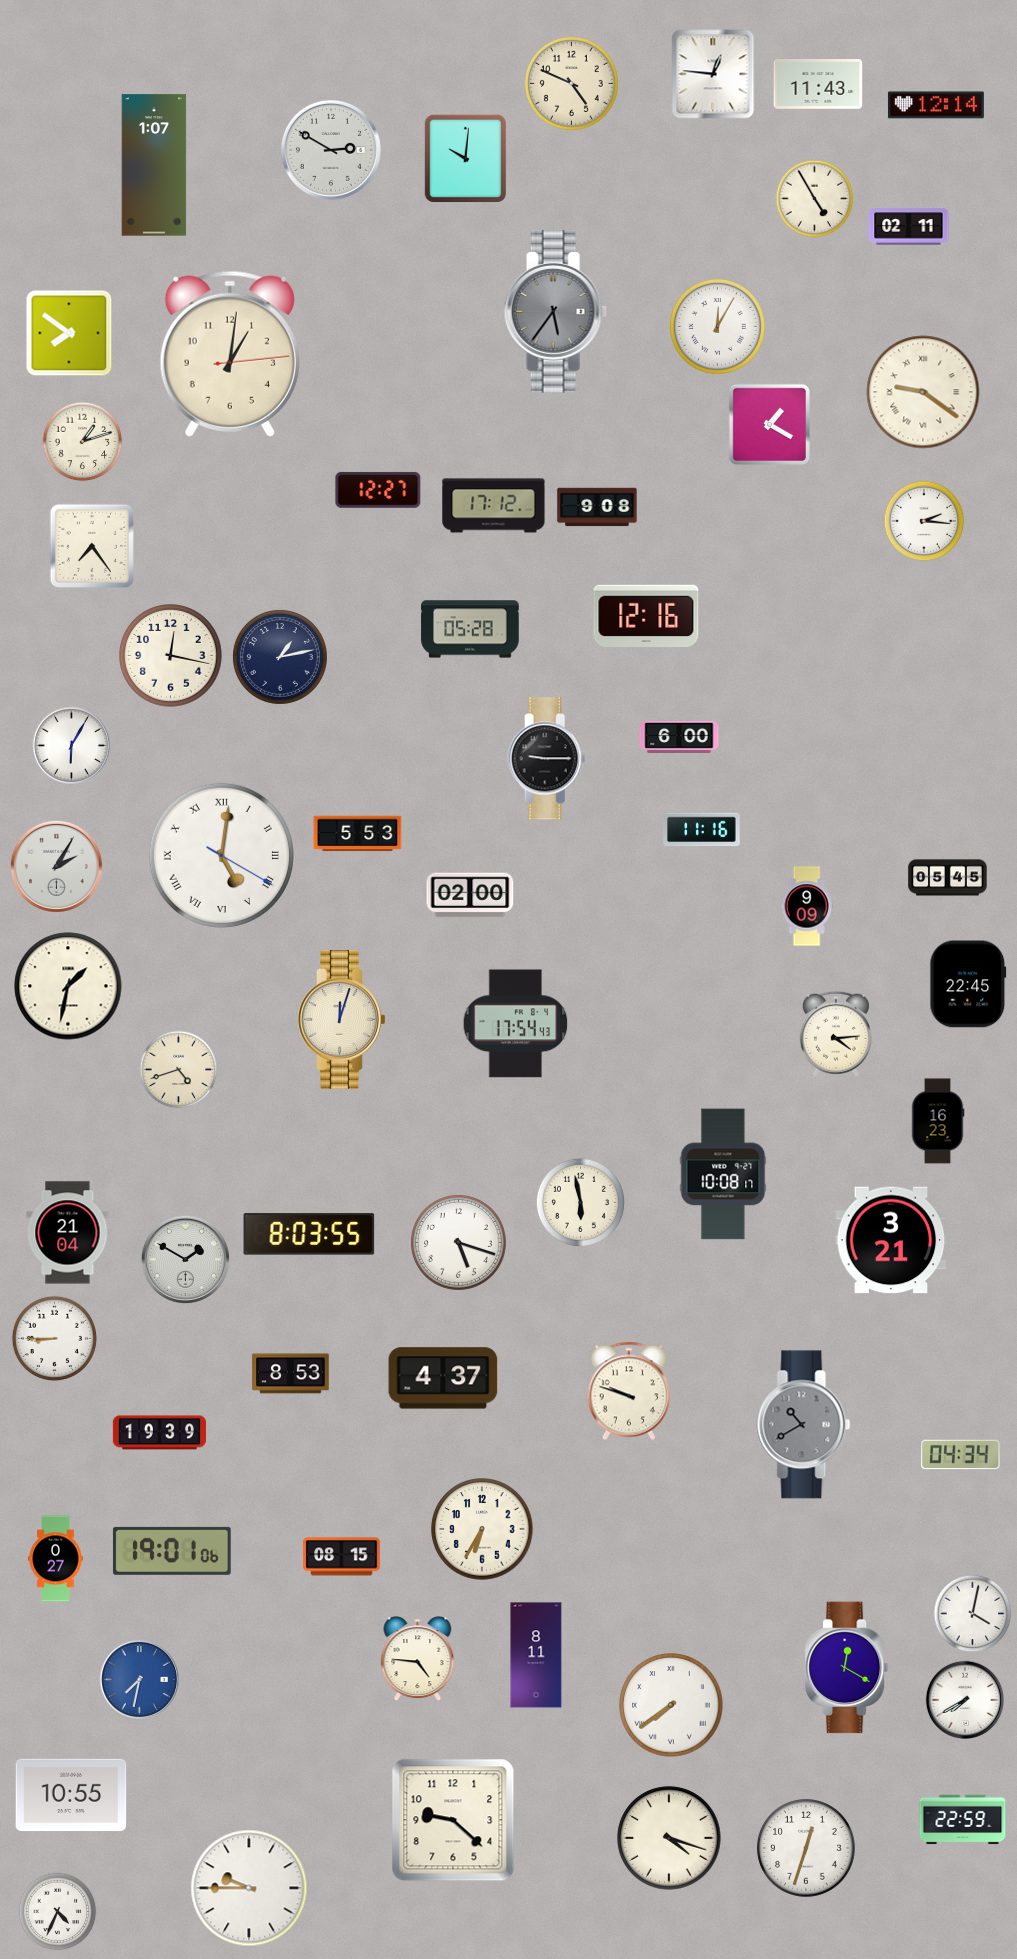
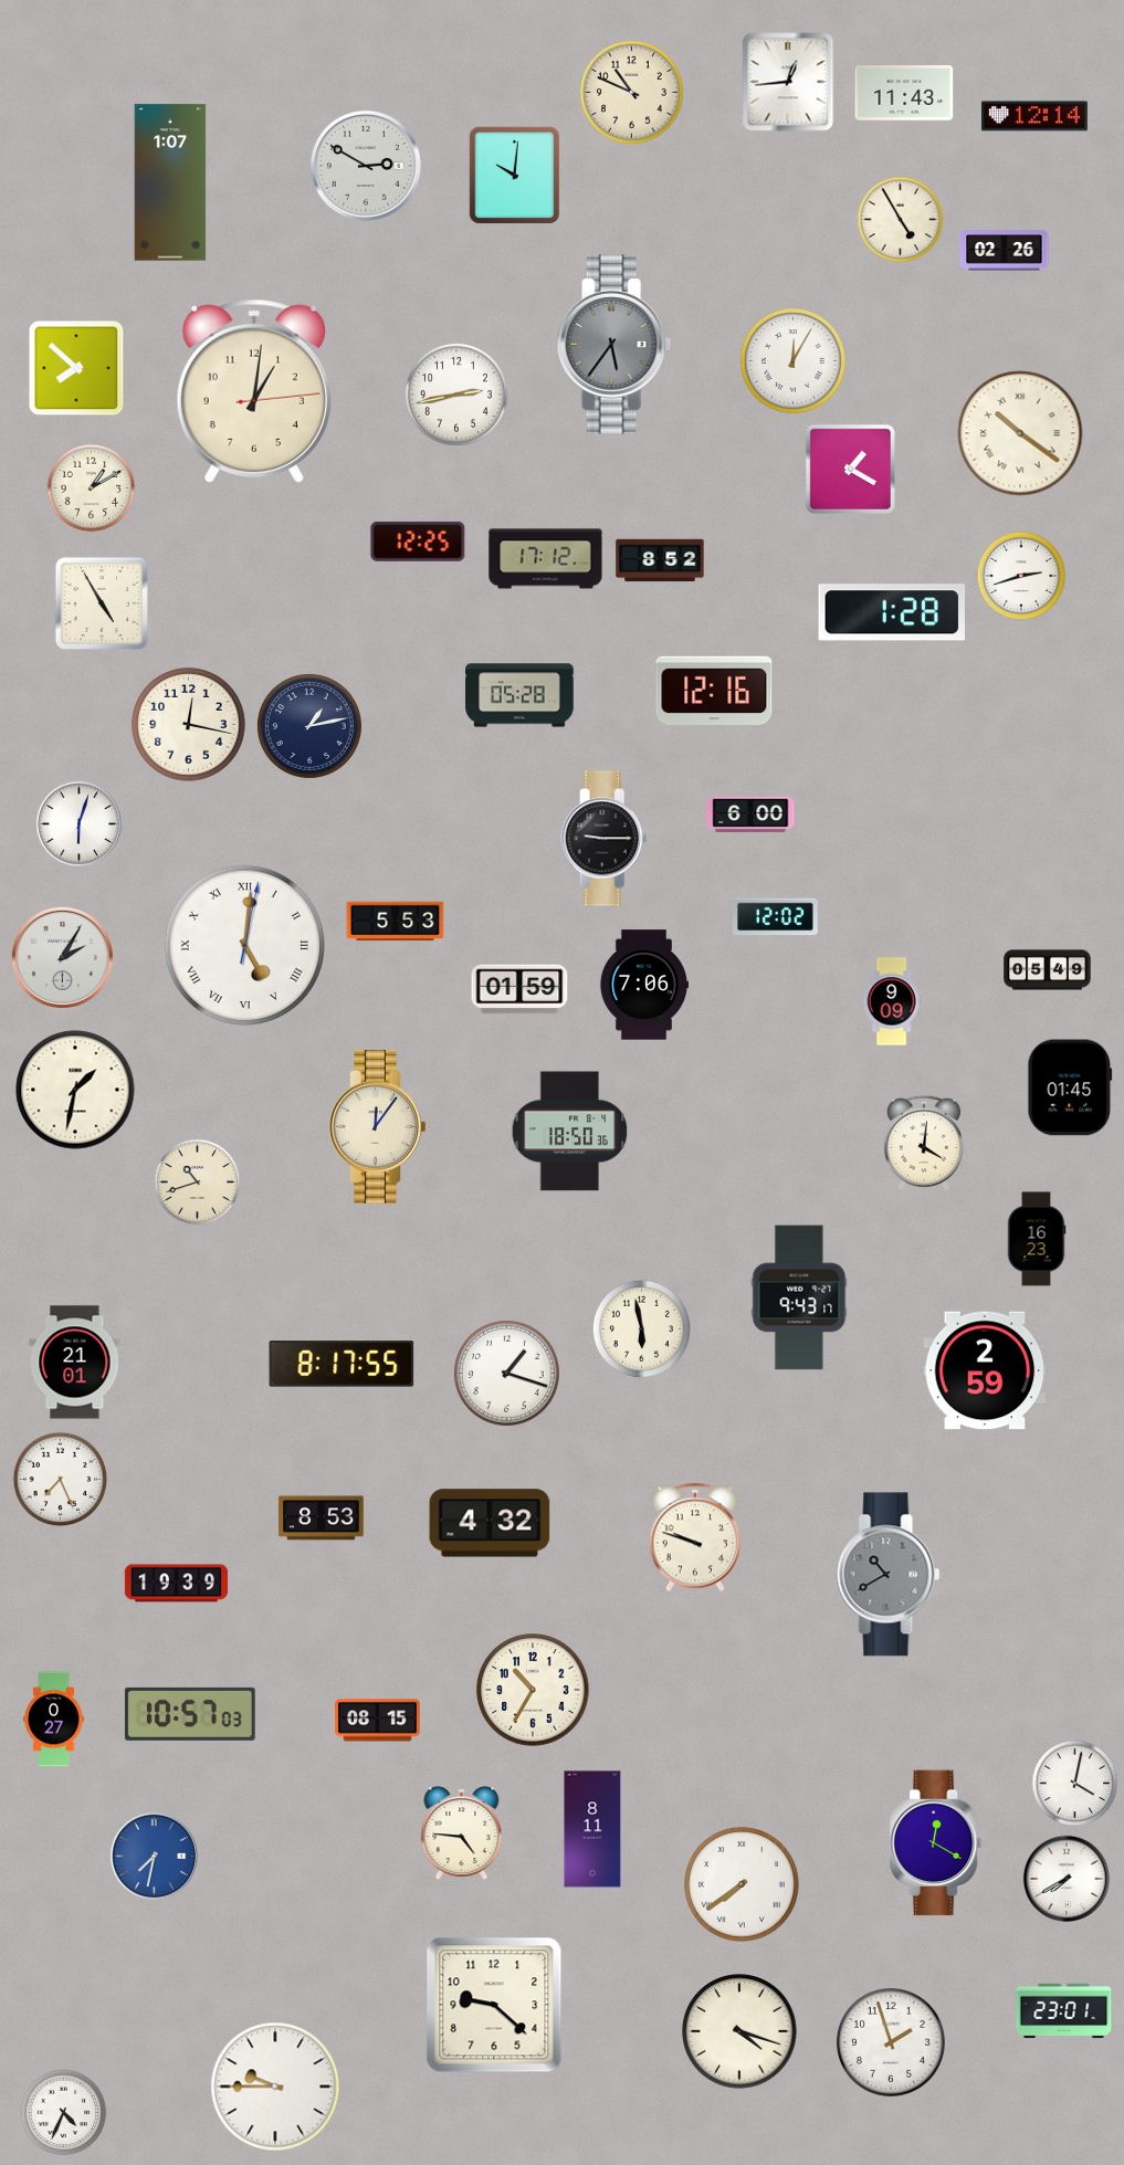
clock at (713, 74): 12:46 -> 12:44
clock at (571, 83): 4:49 -> 10:49
clock at (909, 227): 02:11 -> 02:26
clock at (69, 333): 7:51 -> 7:52
clock at (456, 395): none -> 2:43
clock at (923, 392): 9:21 -> 10:21
clock at (83, 442): 1:12 -> 1:10
clock at (378, 490): 12:27 -> 12:25
clock at (597, 507): 9:08 -> 8:52
clock at (924, 521): 2:16 -> 2:42
clock at (92, 546): 7:24 -> 4:55
clock at (891, 612): none -> 1:28
clock at (646, 616) position: (646, 616) -> (714, 691)
clock at (71, 745): 6:05 -> 6:03
clock at (702, 830): 11:16 -> 12:02
clock at (221, 855): 5:01:20 -> 5:01:02
clock at (948, 878): 05:45 -> 05:49
clock at (643, 985): none -> 7:06
clock at (470, 895): 02:00 -> 01:59
clock at (968, 984): 22:45 -> 01:45
clock at (342, 1019): 12:03 -> 12:06
clock at (516, 1024): 17:54 -> 18:50
clock at (836, 1034): 4:14 -> 4:01
clock at (179, 1070): 4:42 -> 10:42
clock at (723, 1174): 10:08 -> 9:43
clock at (68, 1233): 21:04 -> 21:01
clock at (309, 1234): 8:03 -> 8:17
clock at (891, 1240): 3:21 -> 2:59
clock at (458, 1242): 5:18 -> 1:18
clock at (185, 1259): 1:50 -> none
clock at (55, 1339): 8:45 -> 7:26
clock at (443, 1378): 4:37 -> 4:32
clock at (961, 1455): 04:34 -> none
clock at (482, 1529): 6:35 -> 10:35
clock at (172, 1551): 19:01 -> 10:57
clock at (56, 1559) position: (56, 1559) -> (54, 1720)
clock at (71, 1795): 10:55 -> none
clock at (453, 1820) position: (453, 1820) -> (494, 2005)
clock at (963, 1820): 22:59 -> 23:01
clock at (807, 1849): 12:33 -> 1:57
